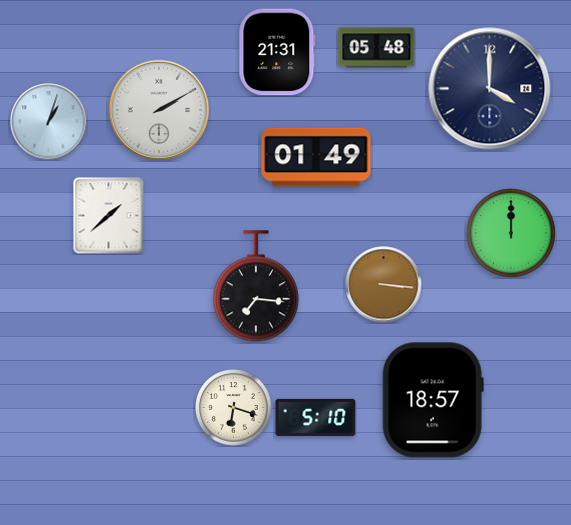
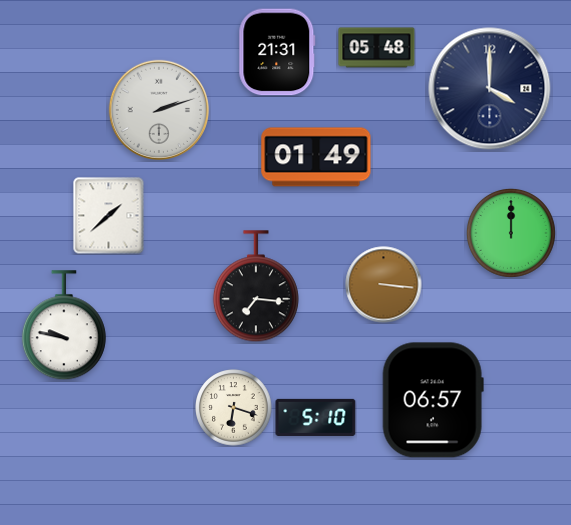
clock at (158, 109): 2:10 -> 2:12
clock at (49, 122): 1:03 -> none
clock at (64, 326): none -> 9:47
clock at (433, 400): 18:57 -> 06:57
